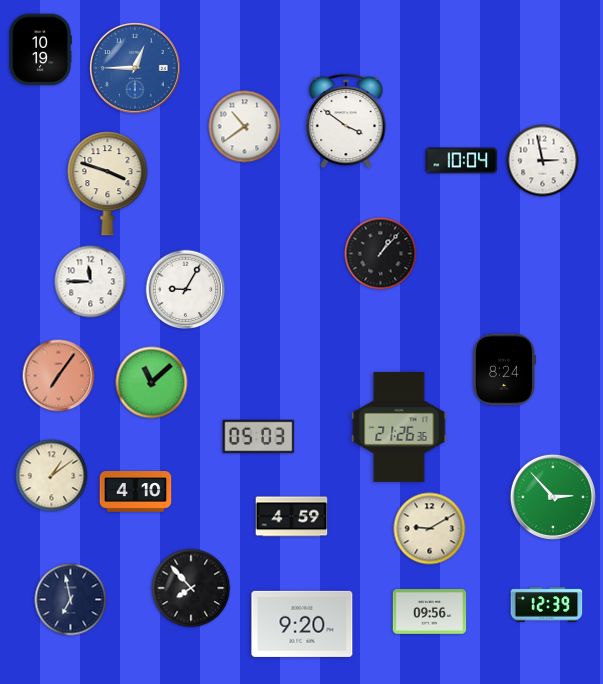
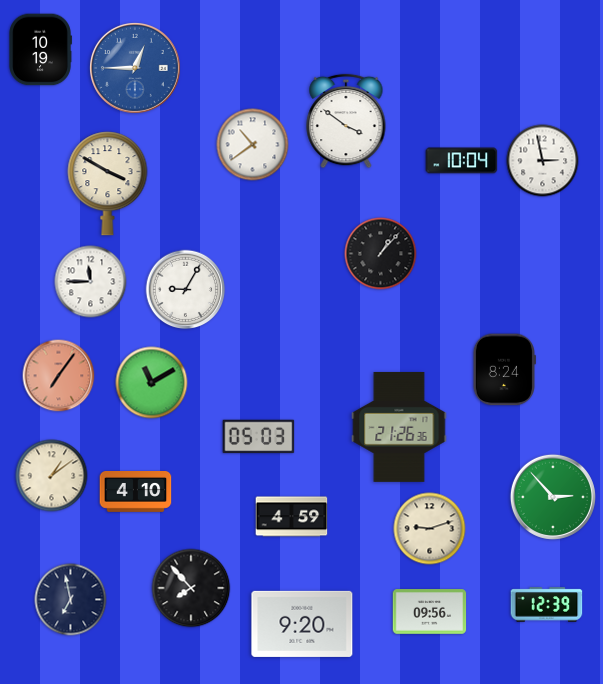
clock at (245, 127) position: (245, 127) -> (253, 145)
clock at (108, 184): 3:48 -> 3:50
clock at (152, 383): 11:08 -> 11:10
clock at (430, 529): 9:10 -> 9:12
